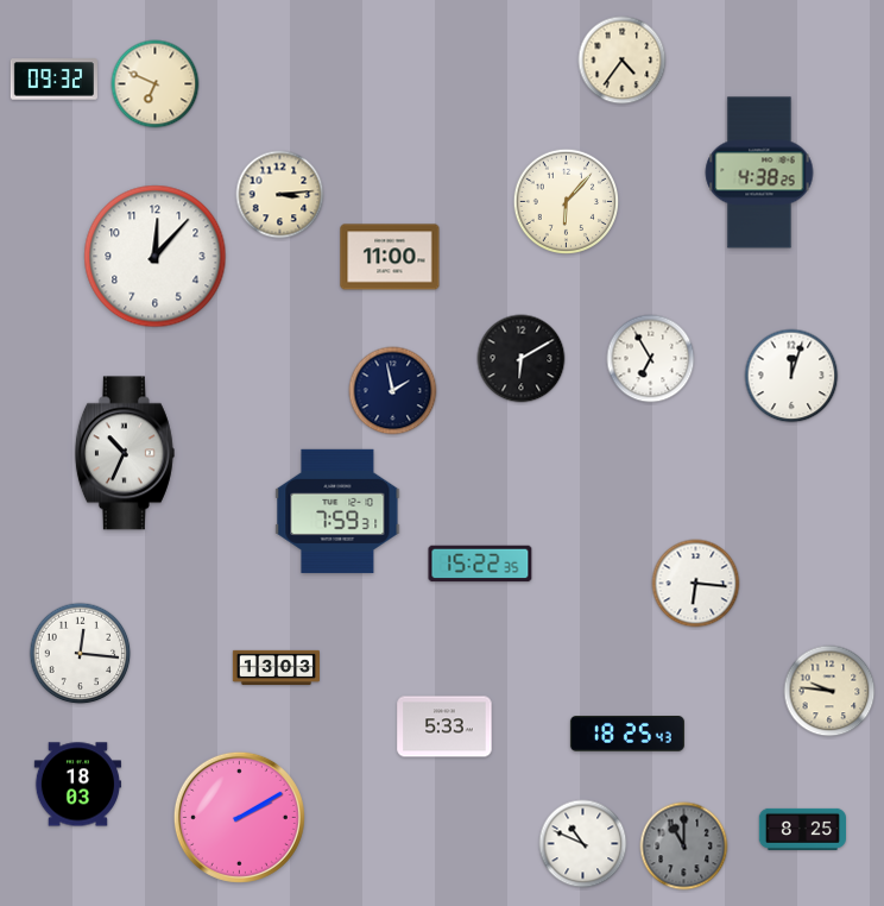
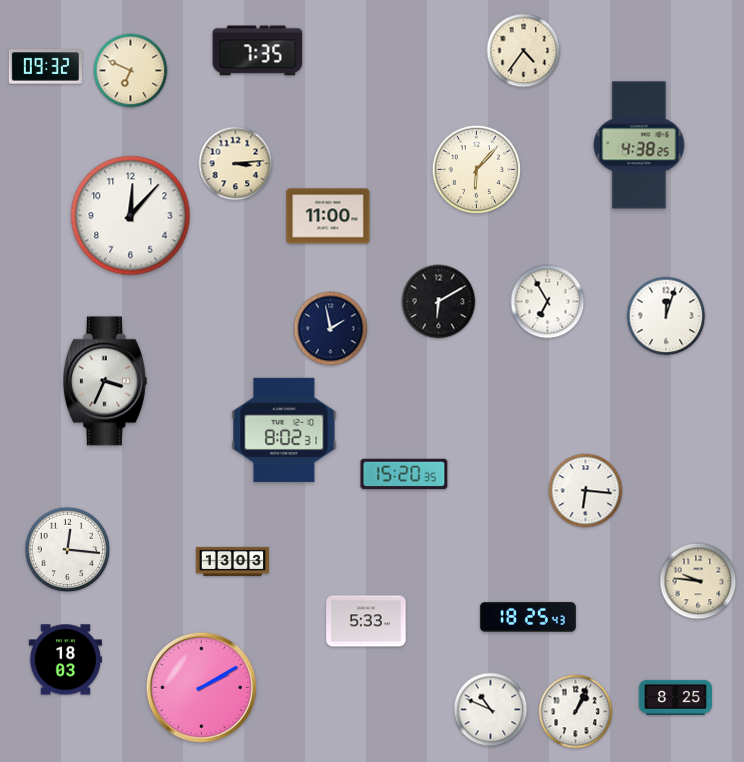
clock at (258, 51): none -> 7:35
clock at (125, 453): 10:34 -> 3:34
clock at (337, 511): 7:59 -> 8:02
clock at (480, 564): 15:22 -> 15:20
clock at (444, 726) position: (444, 726) -> (366, 621)
clock at (684, 847): 11:00 -> 1:04
clock at (684, 847) dial: grey -> white
